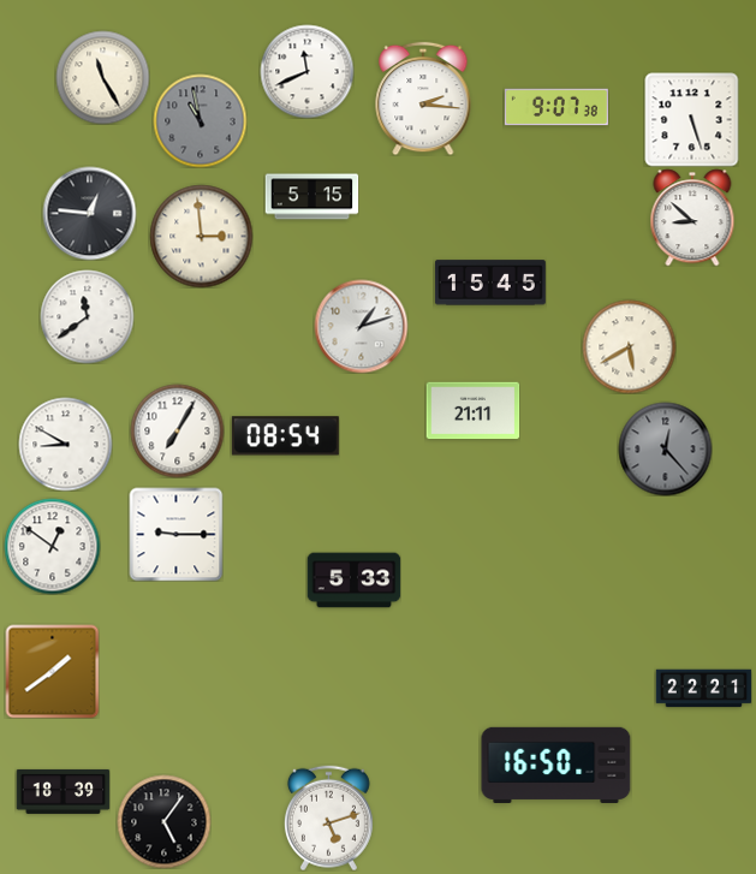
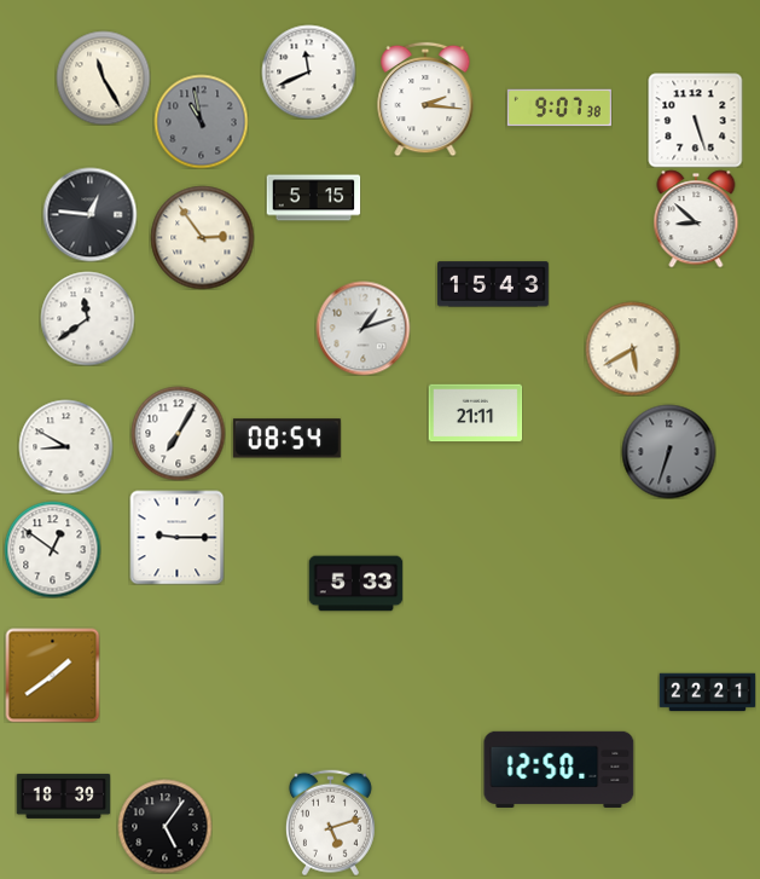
clock at (201, 236): 2:59 -> 2:54
clock at (490, 283): 15:45 -> 15:43
clock at (665, 448): 12:23 -> 6:33
clock at (556, 765): 16:50 -> 12:50
